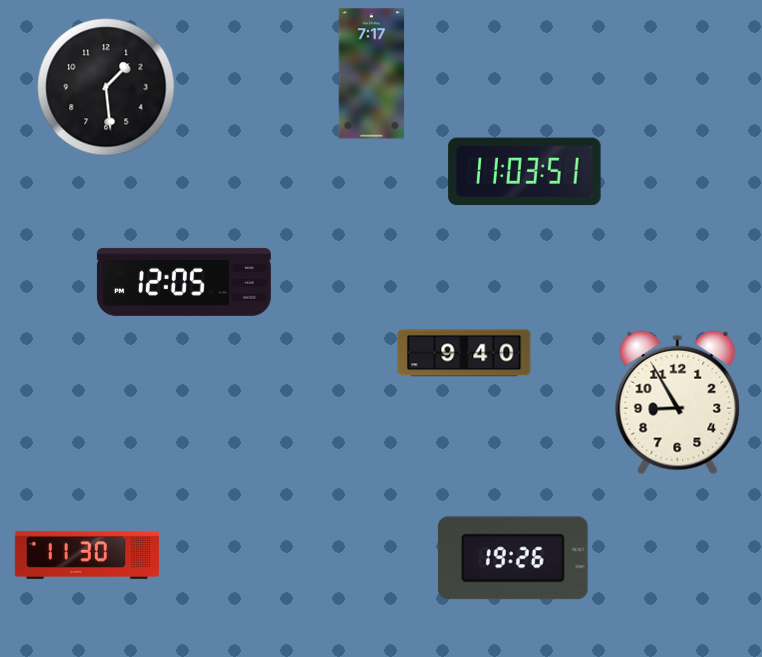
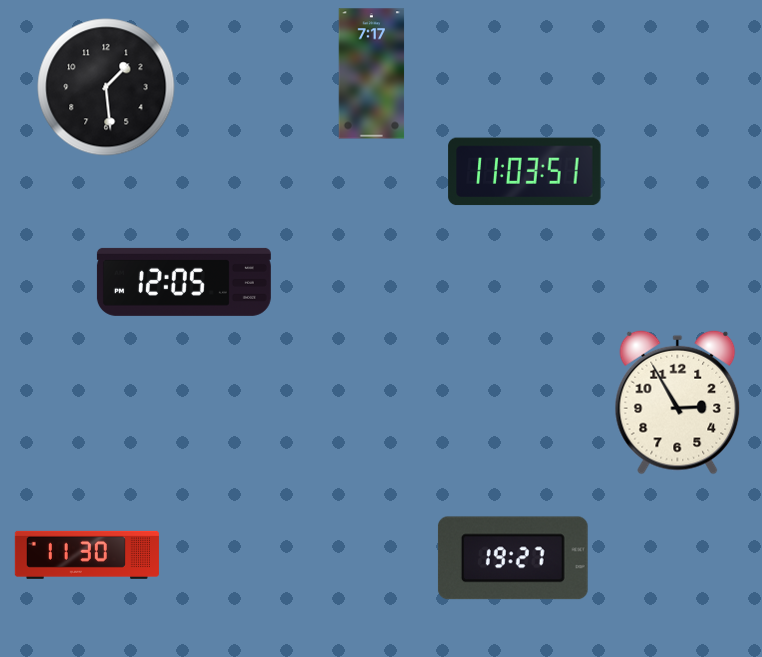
clock at (464, 353): 9:40 -> none
clock at (678, 402): 8:55 -> 2:55
clock at (513, 558): 19:26 -> 19:27
